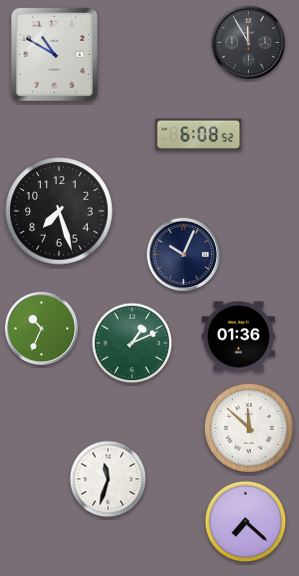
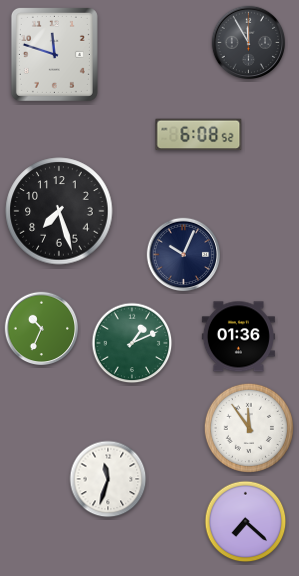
clock at (54, 54): 10:50 -> 11:48
clock at (249, 428): 11:52 -> 11:54
